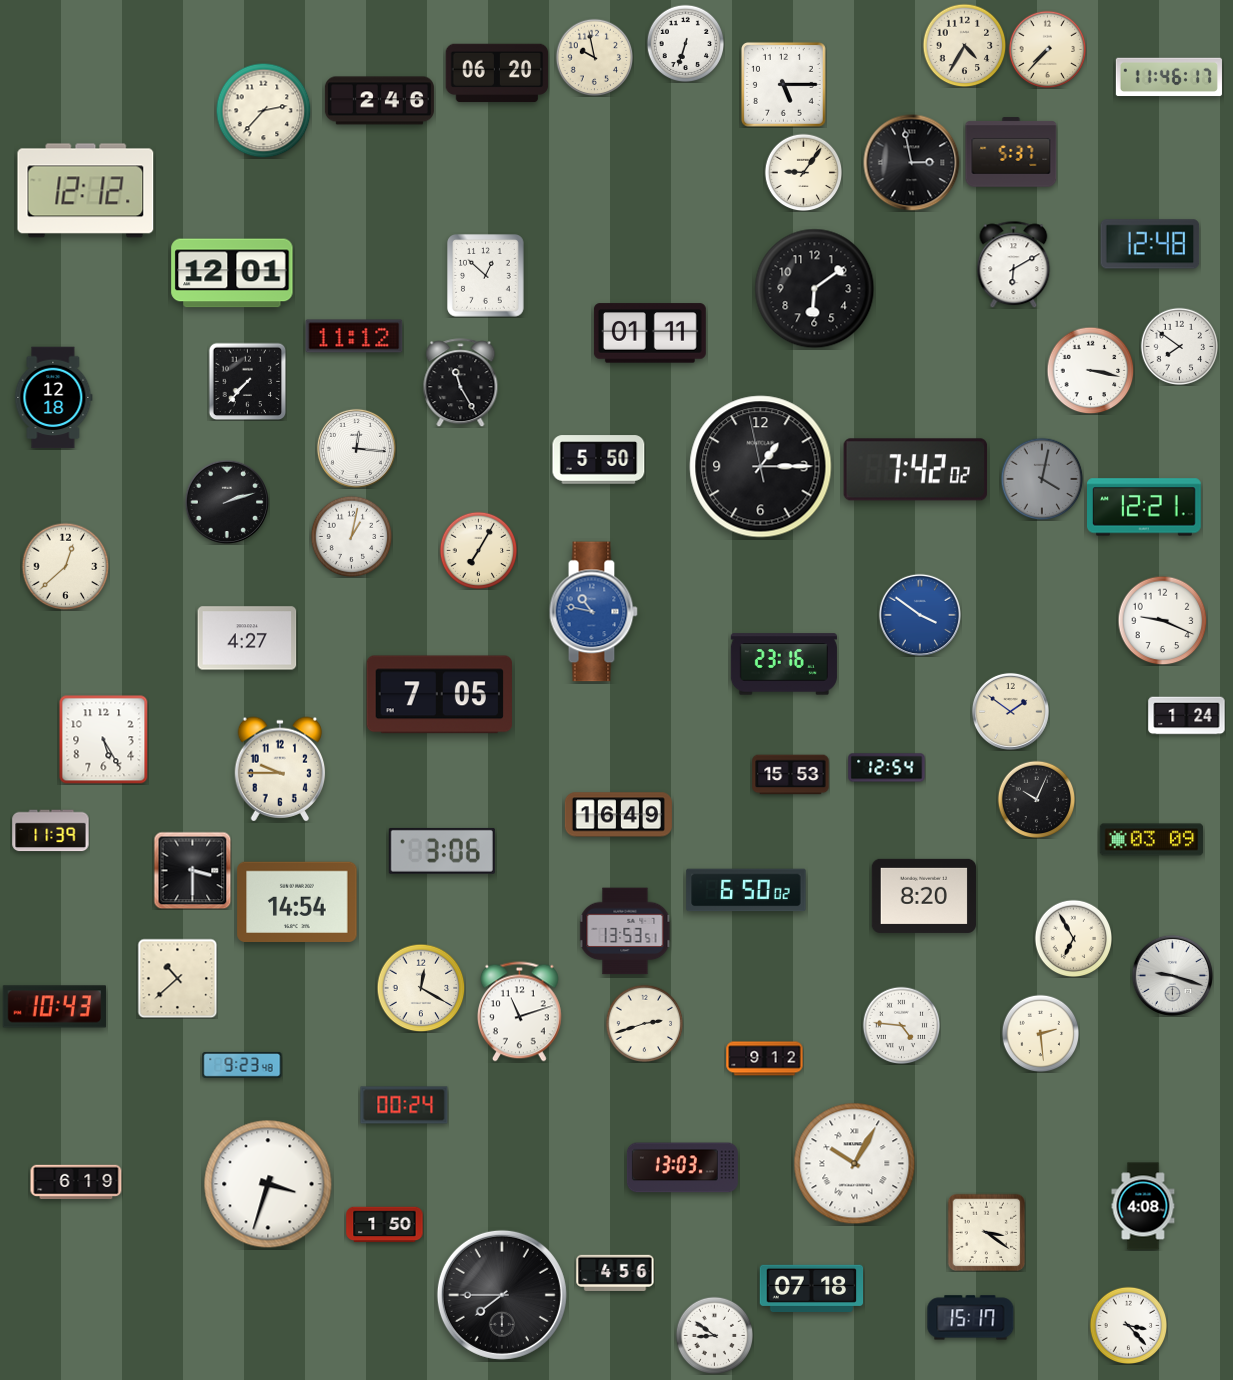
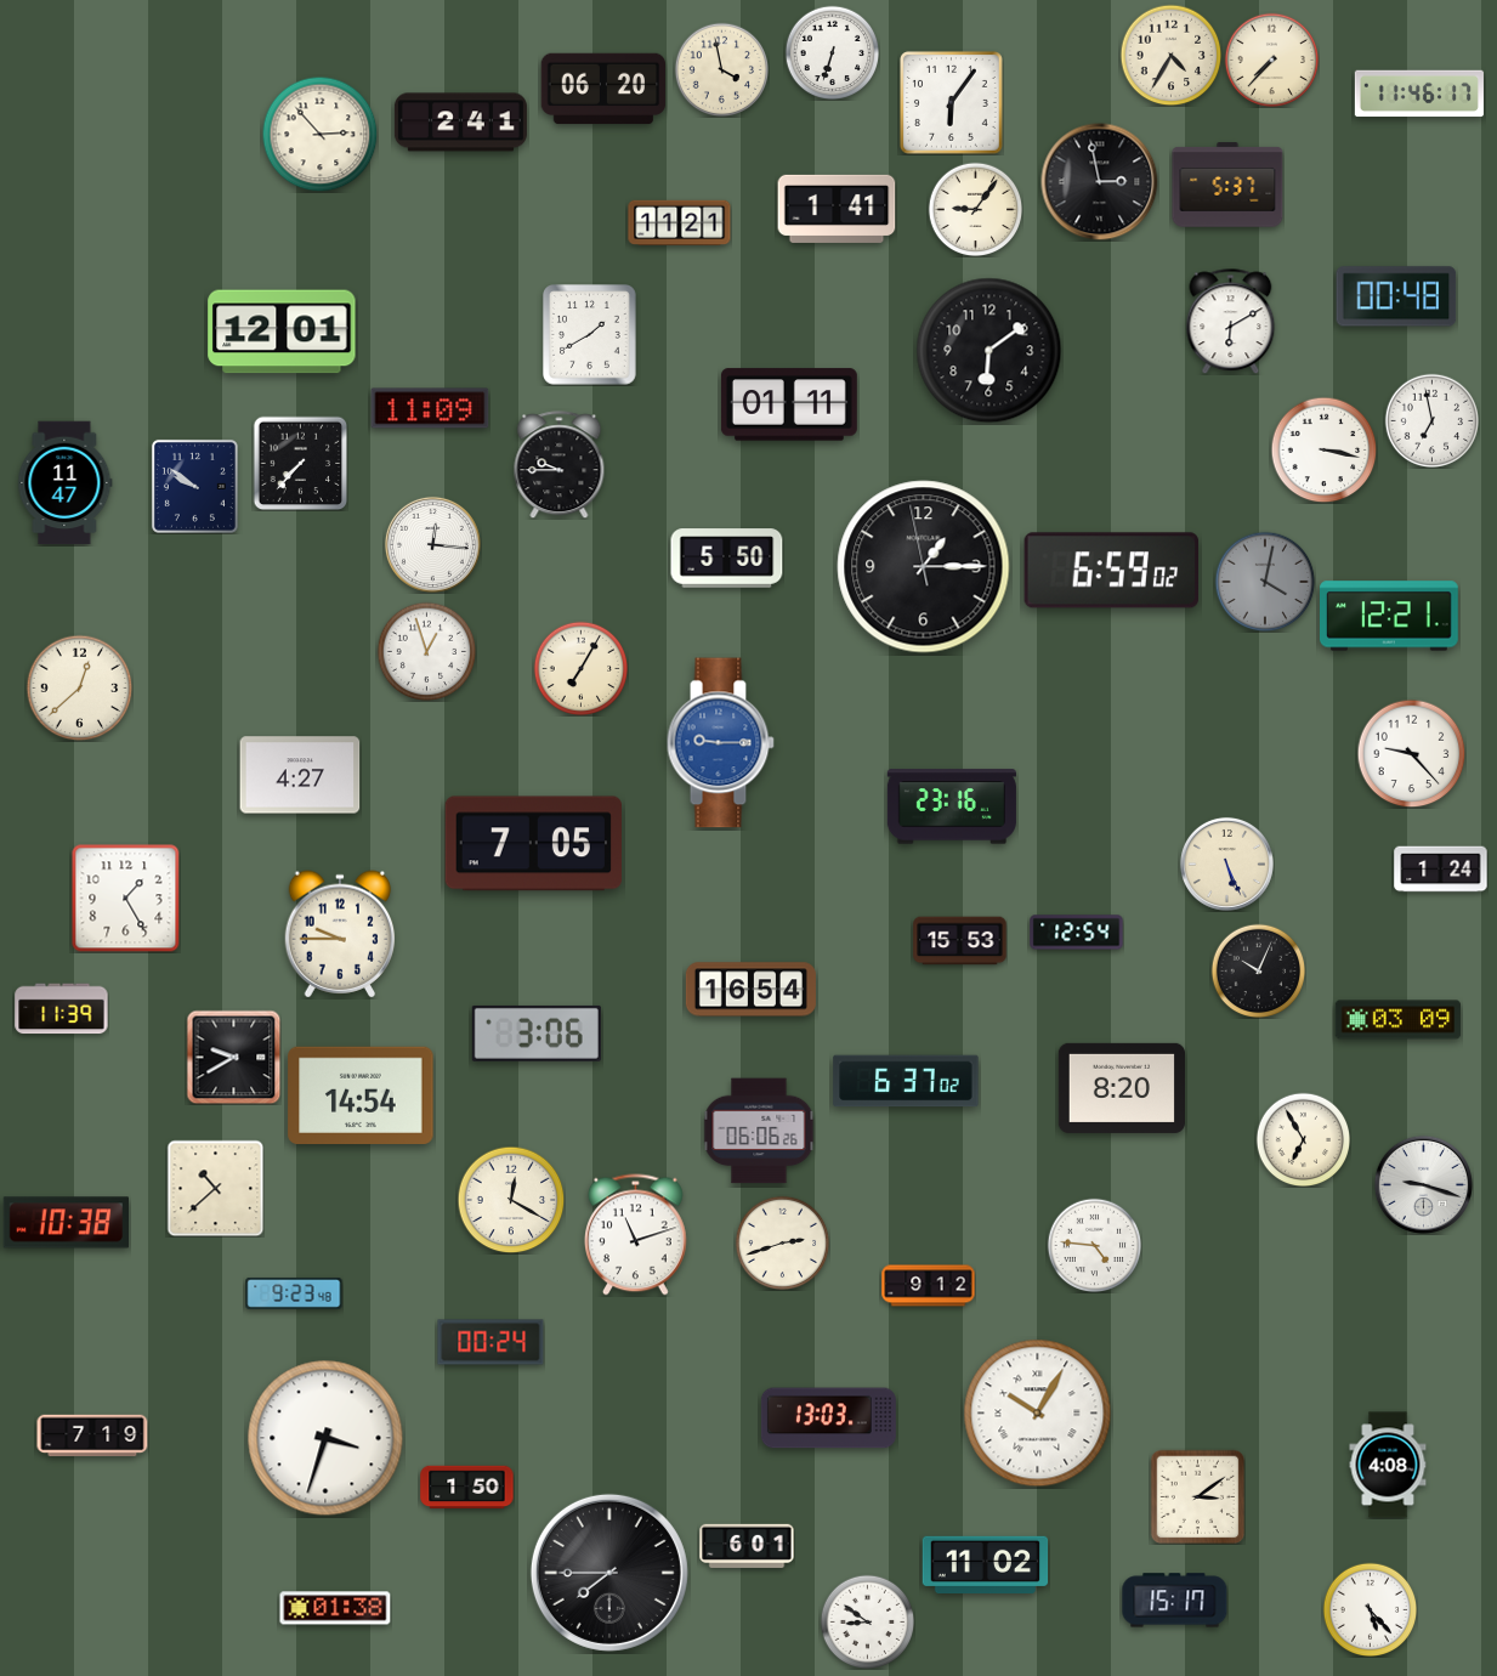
clock at (594, 57): 9:58 -> 3:58
clock at (783, 84): 5:15 -> 6:06
clock at (379, 101): 2:46 -> 2:41
clock at (263, 110): 2:37 -> 2:53
clock at (912, 163) position: (912, 163) -> (1100, 182)
clock at (837, 209): none -> 1:41
clock at (680, 223): none -> 11:21
clock at (86, 191): 12:12 -> none
clock at (1150, 244): 12:48 -> 00:48
clock at (486, 276): 12:52 -> 1:40
clock at (354, 336): 11:12 -> 11:09
clock at (1179, 346): 7:51 -> 6:58
clock at (461, 383): 11:25 -> 9:45
clock at (54, 398): 12:18 -> 11:47
clock at (194, 486): none -> 9:51
clock at (916, 470): 7:42 -> 6:59
clock at (227, 502): 2:12 -> none
clock at (351, 536): 1:02 -> 12:57
clock at (593, 612): 10:47 -> 9:15
clock at (919, 614): 3:51 -> none
clock at (1162, 620): 9:19 -> 9:23
clock at (1010, 711): 1:51 -> 5:26
clock at (103, 739): 5:25 -> 1:25
clock at (618, 815): 16:49 -> 16:54
clock at (192, 870): 3:30 -> 9:40
clock at (746, 890): 6:50 -> 6:37
clock at (625, 931): 13:53 -> 06:06
clock at (54, 1007): 10:43 -> 10:38
clock at (520, 1012) position: (520, 1012) -> (636, 1235)
clock at (1040, 1033): 2:29 -> none
clock at (76, 1182): 6:19 -> 7:19
clock at (986, 1232): 3:21 -> 3:09
clock at (615, 1273): 4:56 -> 6:01
clock at (812, 1288): 07:18 -> 11:02
clock at (971, 1318) position: (971, 1318) -> (1175, 1601)
clock at (335, 1608): none -> 01:38
clock at (1128, 1325): 3:23 -> 5:23
